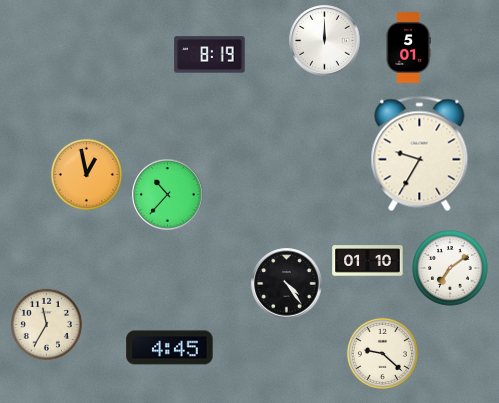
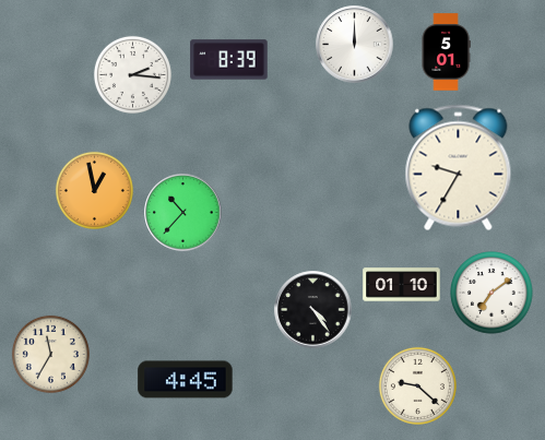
clock at (210, 55): 8:19 -> 8:39
clock at (132, 74): none -> 2:16
